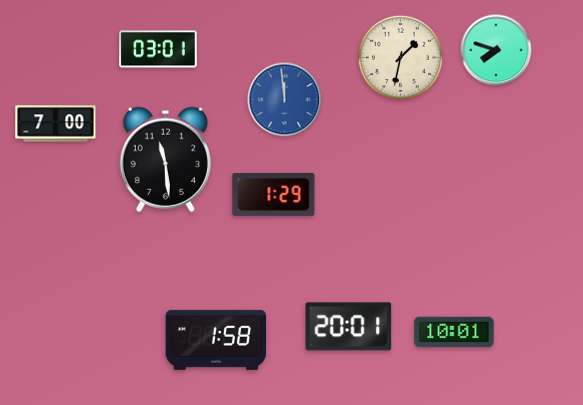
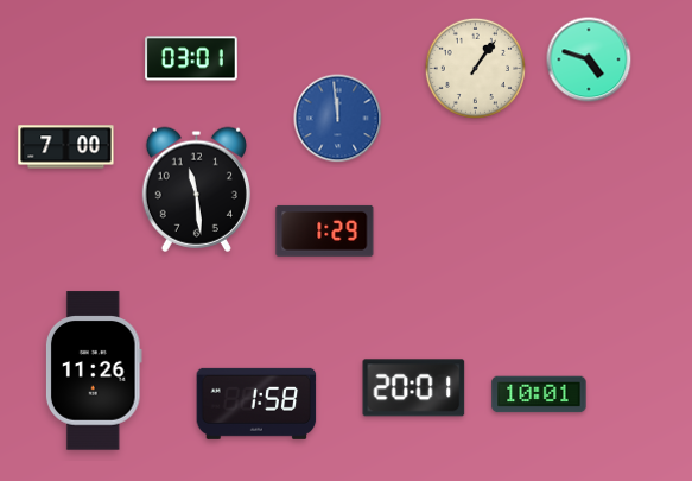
clock at (158, 49) position: (158, 49) -> (191, 58)
clock at (496, 50): 7:48 -> 4:48
clock at (400, 57): 1:32 -> 1:06
clock at (94, 371): none -> 11:26
